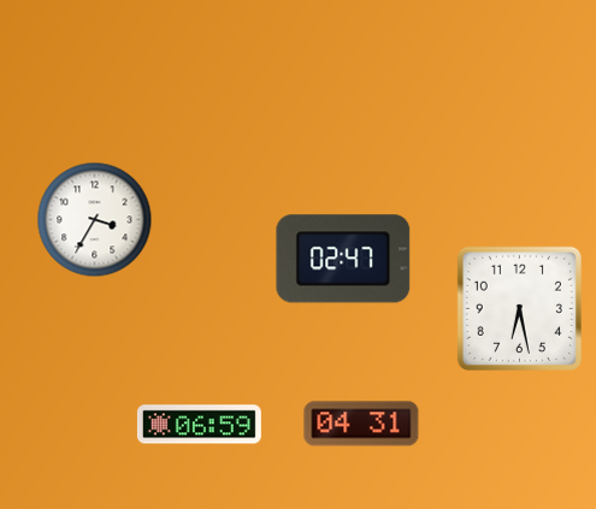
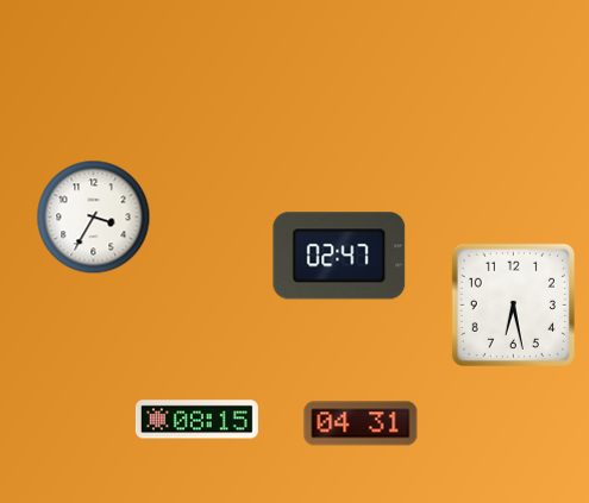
clock at (361, 424) position: (361, 424) -> (361, 423)
clock at (199, 425): 06:59 -> 08:15
